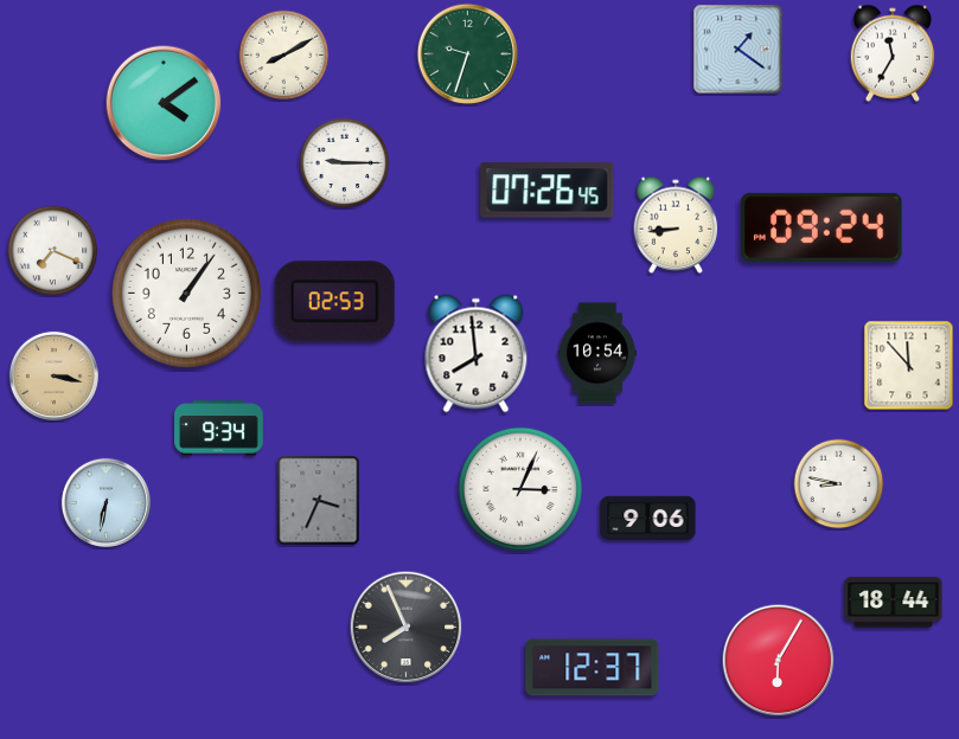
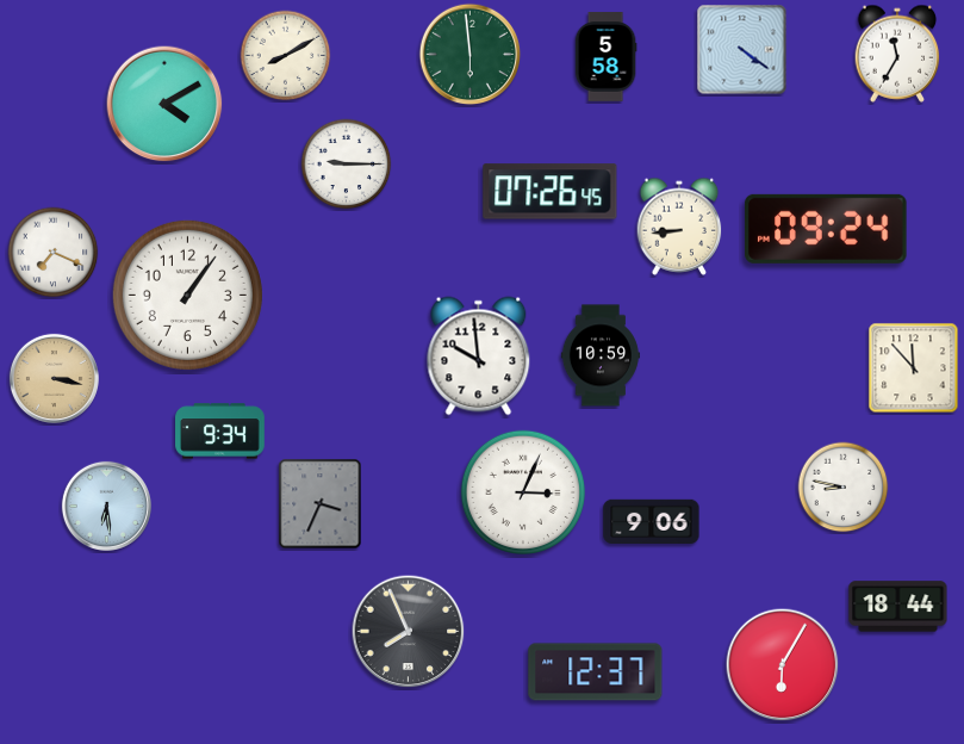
clock at (739, 50): 1:21 -> 4:21
clock at (468, 54): 9:33 -> 5:59
clock at (605, 57): none -> 5:58
clock at (164, 103): 4:09 -> 4:10
clock at (334, 302): 02:53 -> none
clock at (596, 353): 10:54 -> 10:59
clock at (477, 354): 7:59 -> 9:59
clock at (106, 502): 6:32 -> 6:29
